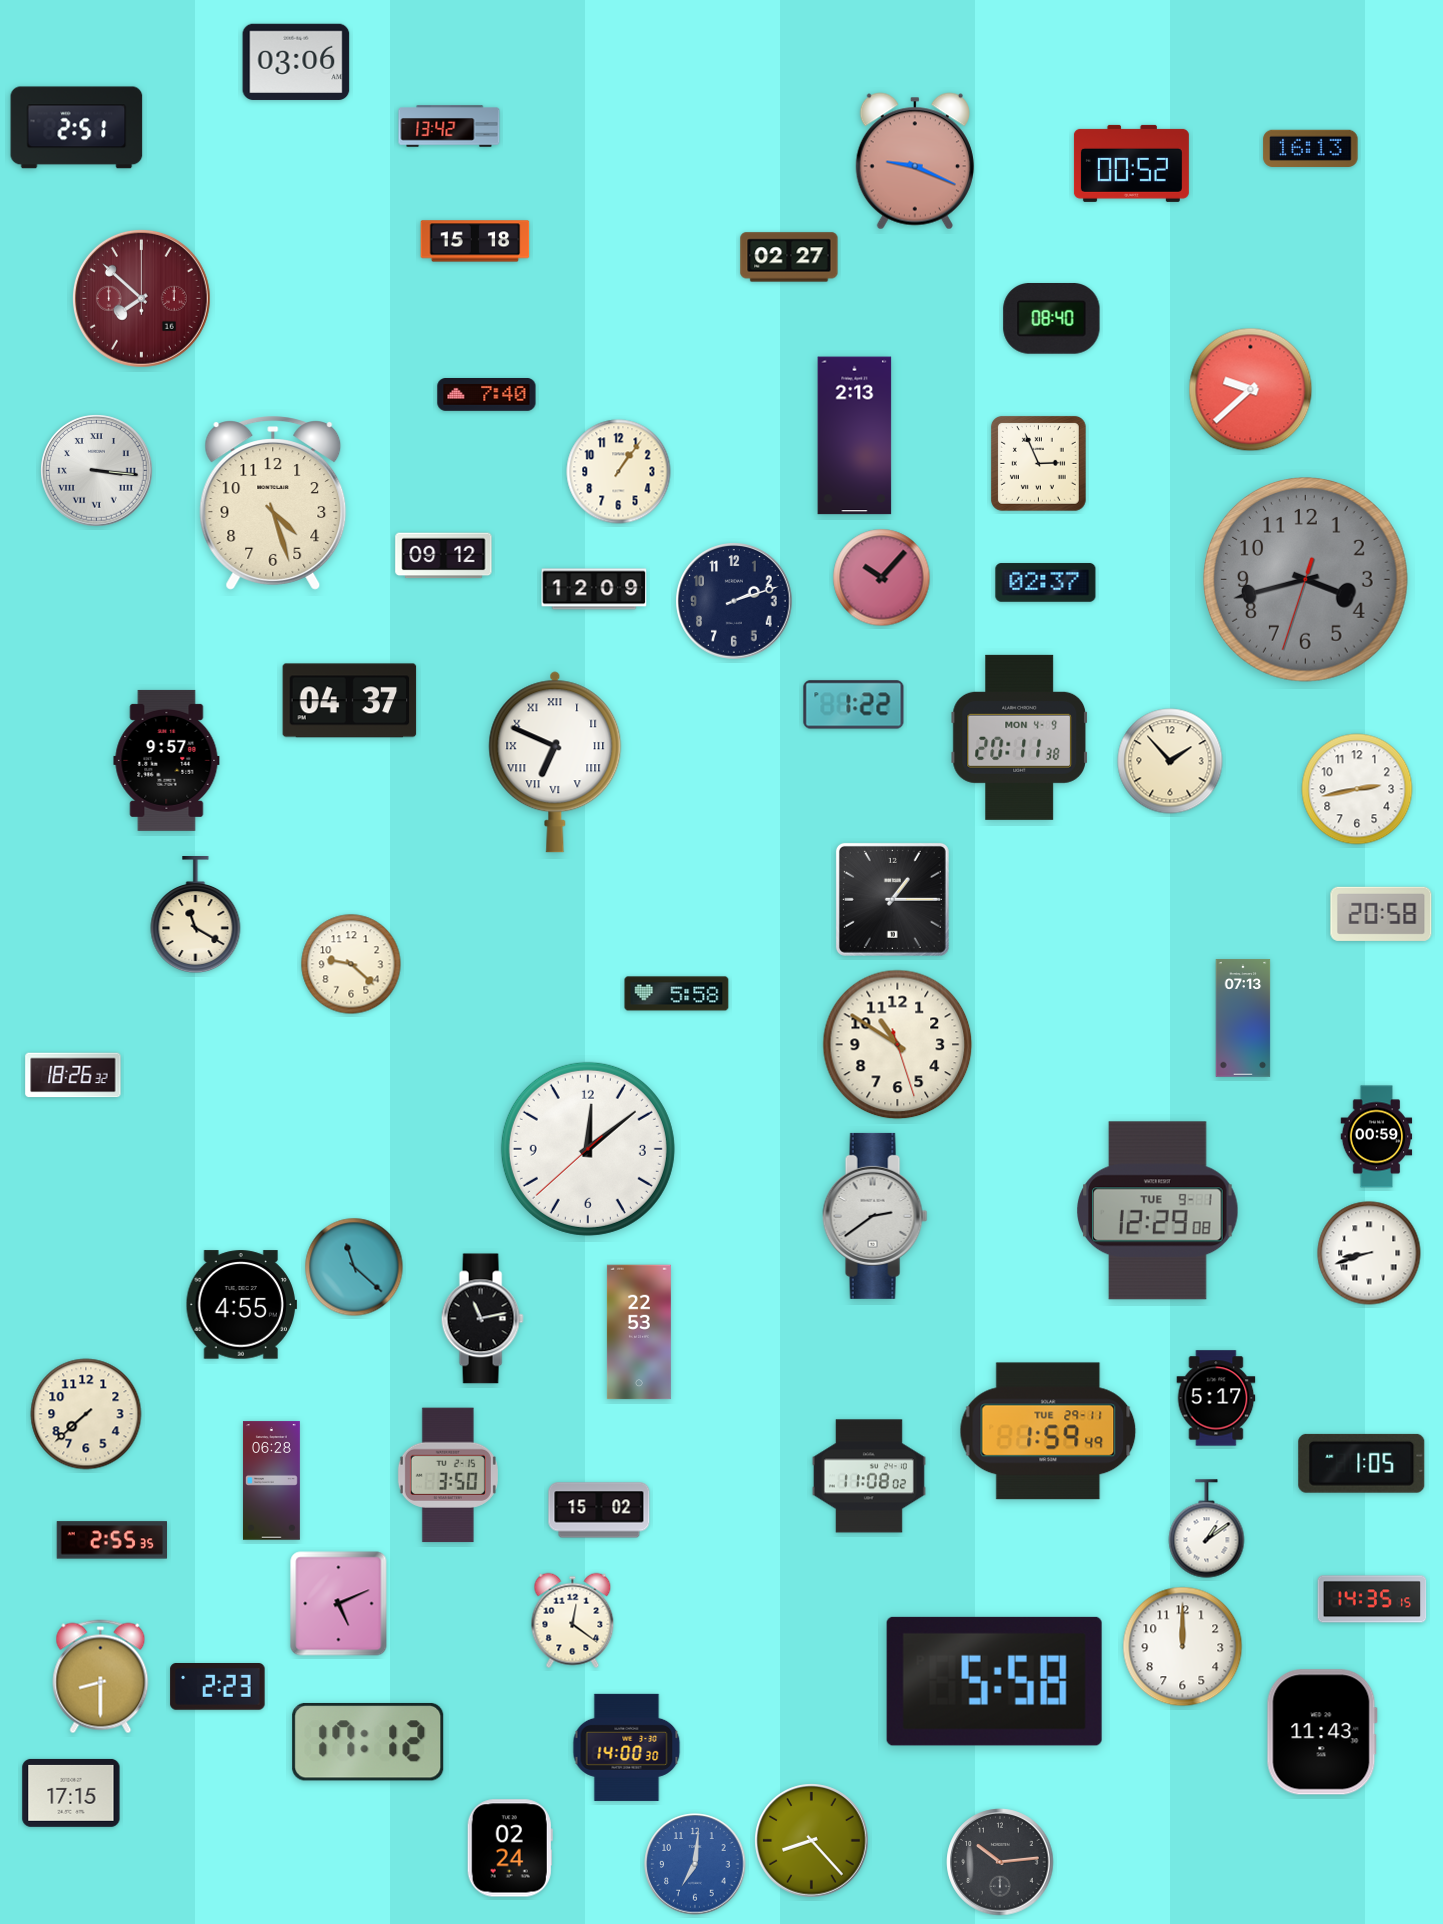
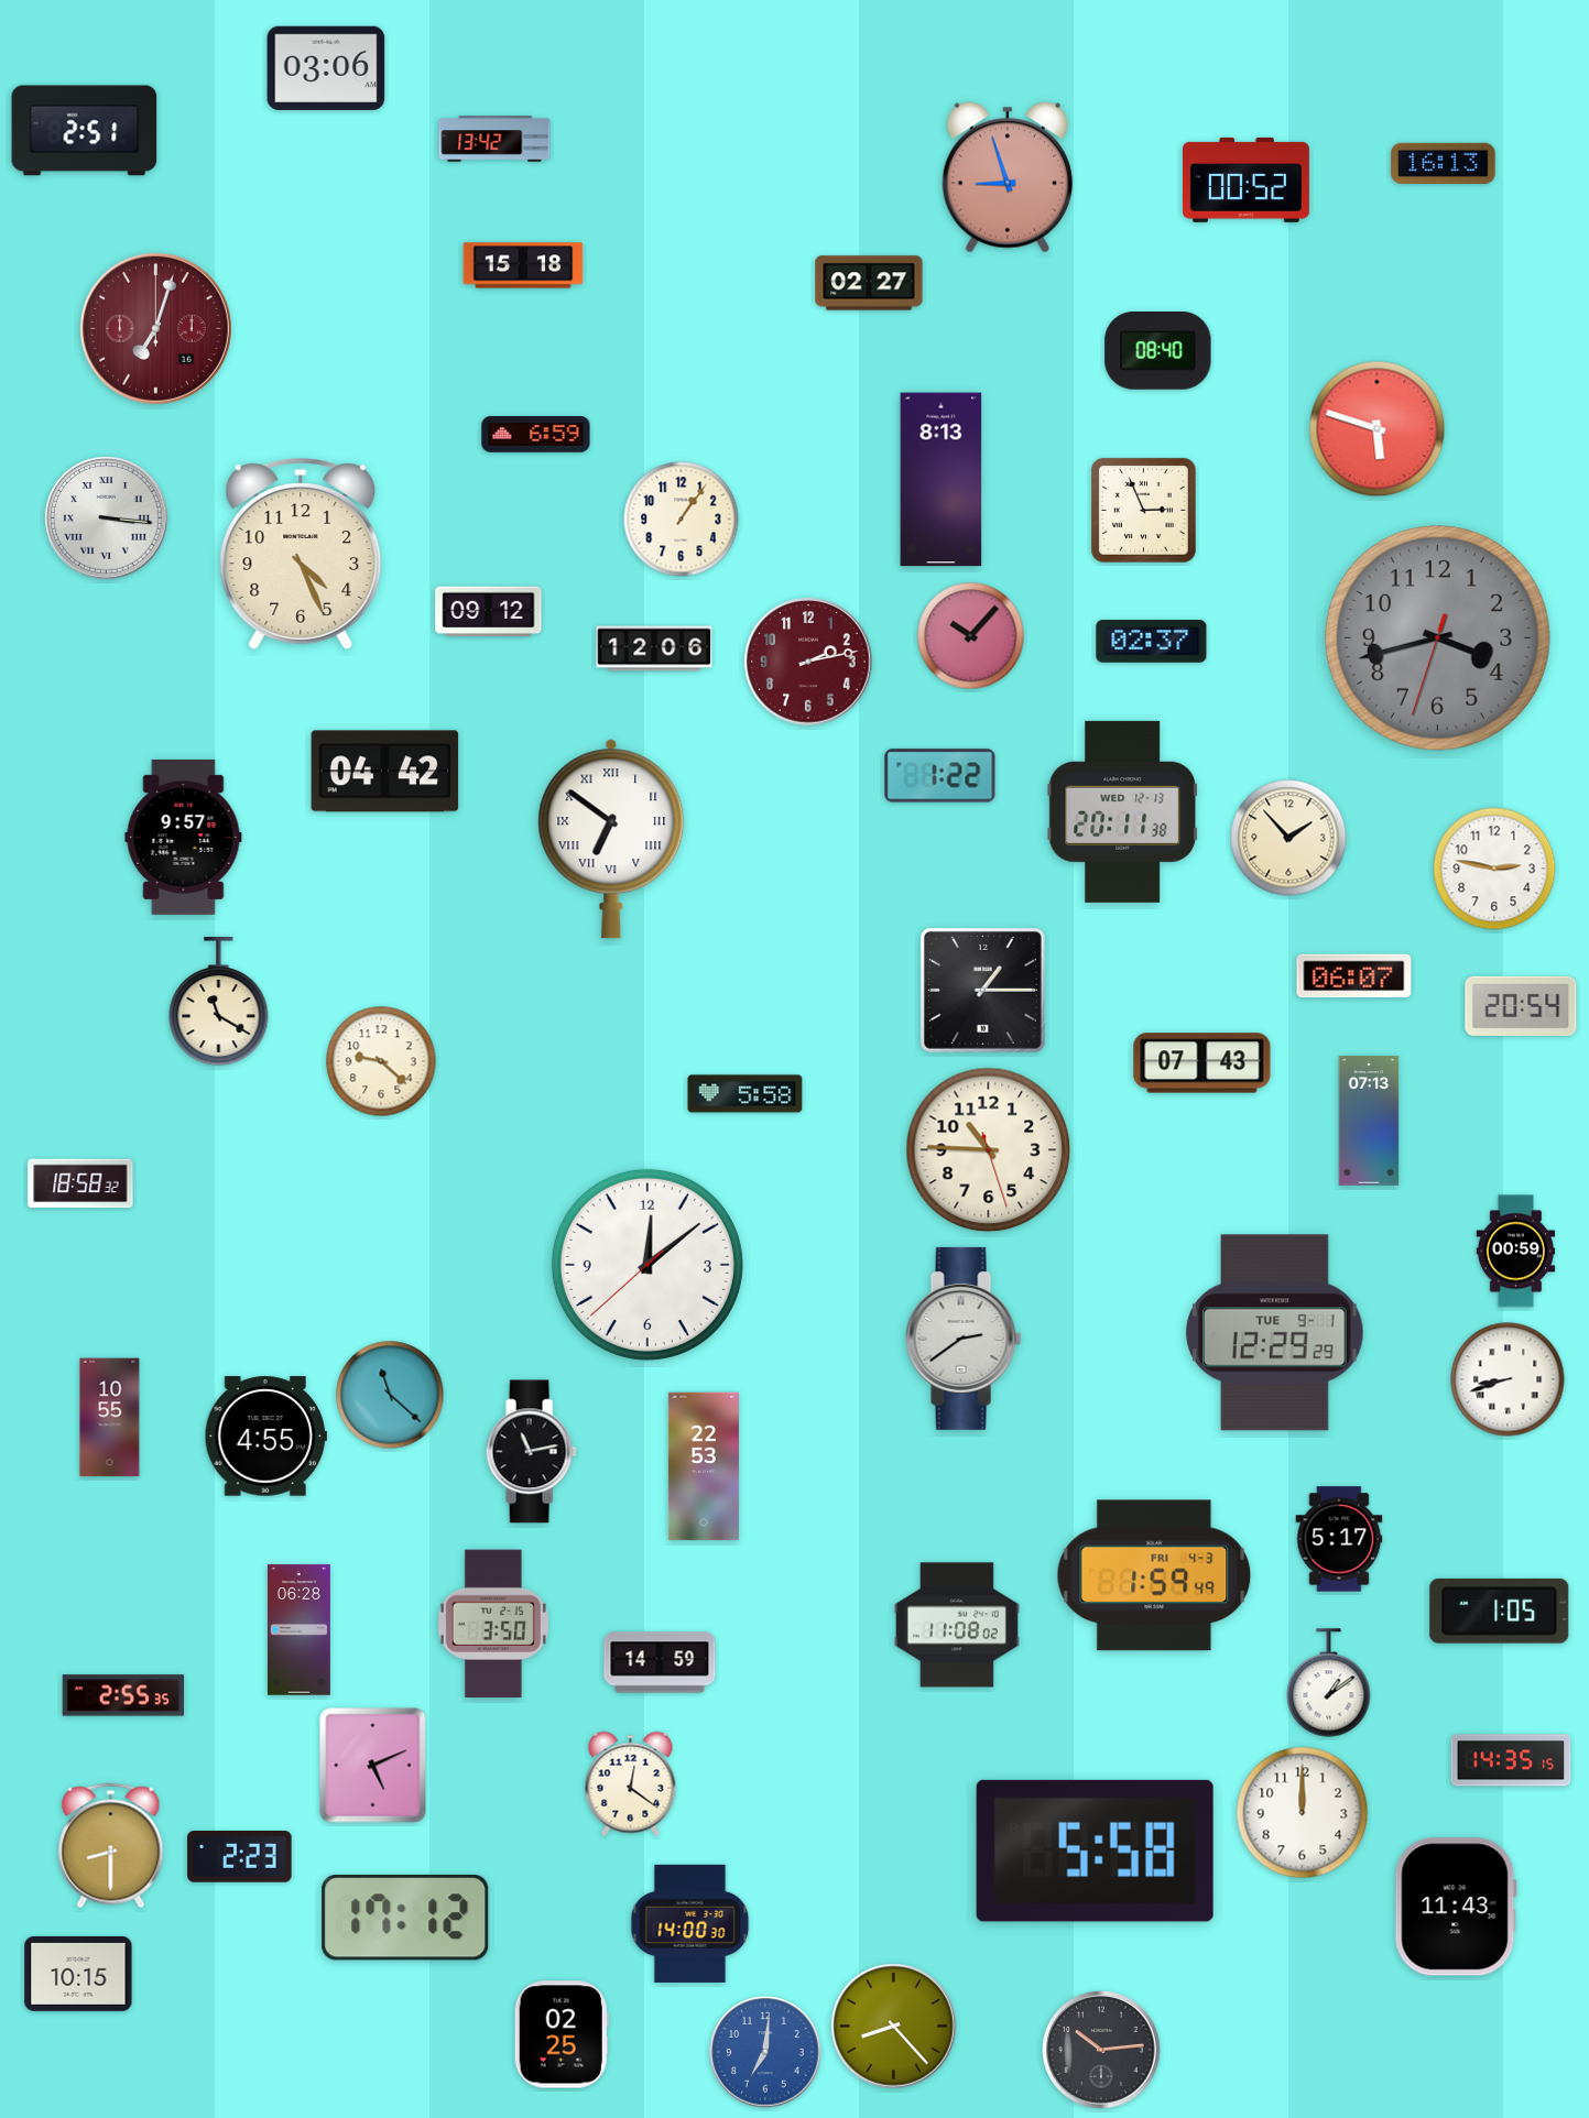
clock at (77, 128) position: (77, 128) -> (85, 131)
clock at (915, 161): 9:19 -> 8:57
clock at (141, 298): 7:52 -> 7:03
clock at (1251, 390): 9:38 -> 5:48
clock at (487, 395): 7:40 -> 6:59
clock at (855, 436): 2:13 -> 8:13
clock at (273, 503): 4:27 -> 4:26
clock at (594, 589): 12:09 -> 12:06
clock at (734, 601): 2:12 -> 2:13
clock at (734, 601) dial: navy -> burgundy
clock at (350, 701): 04:37 -> 04:42
clock at (1019, 737) date: MON 4-9 -> WED 12-13
clock at (555, 762): 6:49 -> 6:51
clock at (1357, 789): 2:43 -> 2:47
clock at (1354, 976): none -> 06:07
clock at (1381, 914): 20:58 -> 20:54
clock at (196, 916) position: (196, 916) -> (219, 1003)
clock at (351, 964) position: (351, 964) -> (381, 1061)
clock at (1202, 1063): none -> 07:43
clock at (898, 1045): 10:50 -> 10:45
clock at (73, 1075): 18:26 -> 18:58
clock at (1158, 1211): 12:29:08 -> 12:29:29
clock at (110, 1418): none -> 10:55
clock at (86, 1414): 7:38 -> none
clock at (1048, 1431) date: TUE 29-11 -> FRI 4-3
clock at (599, 1510): 15:02 -> 14:59
clock at (71, 1793): 17:15 -> 10:15
clock at (510, 1848): 02:24 -> 02:25
